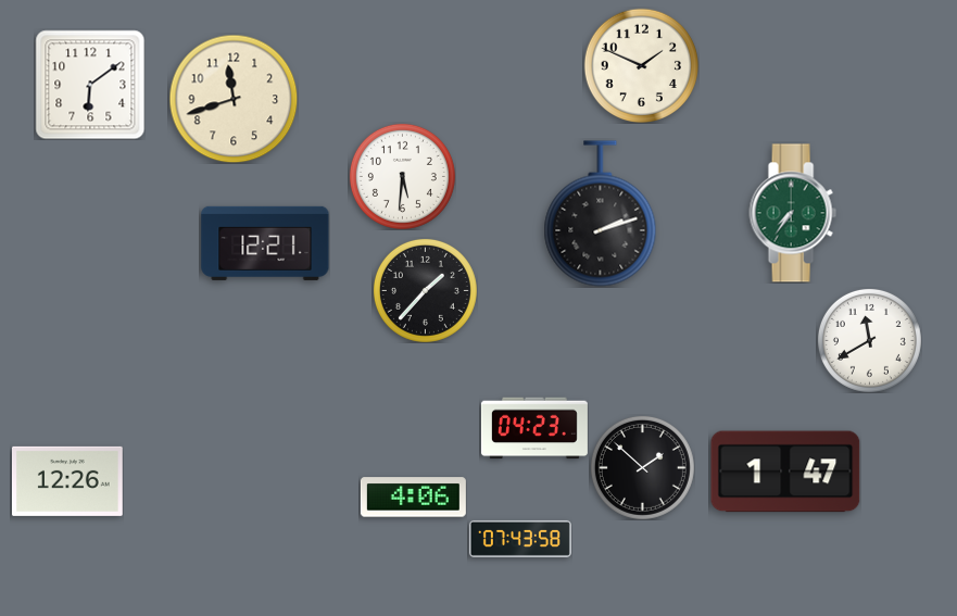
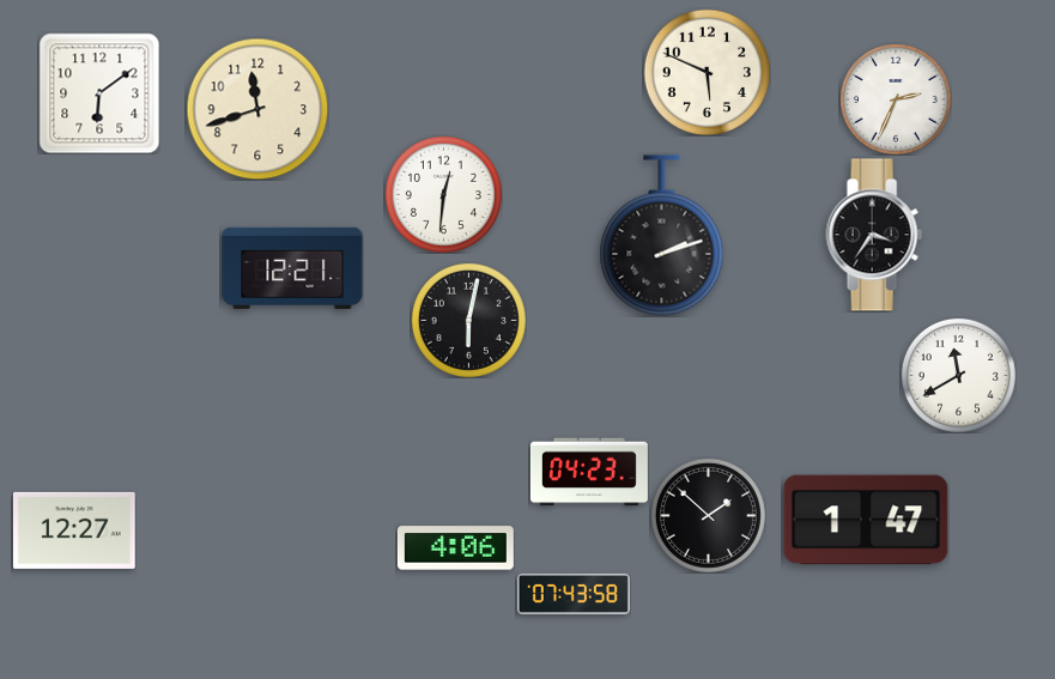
clock at (641, 65): 1:49 -> 5:49
clock at (896, 99): none -> 2:34
clock at (402, 176): 5:31 -> 12:31
clock at (793, 213): 7:36 -> 3:36
clock at (793, 213) dial: green -> black
clock at (425, 290): 1:37 -> 6:02
clock at (67, 481): 12:26 -> 12:27
